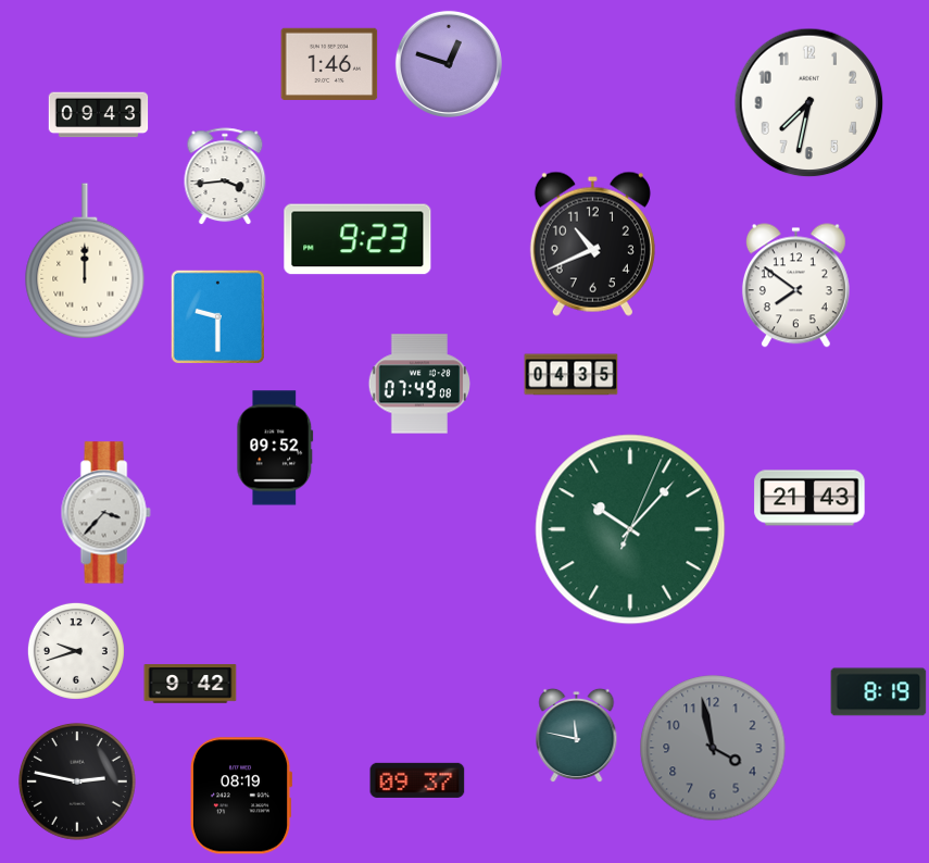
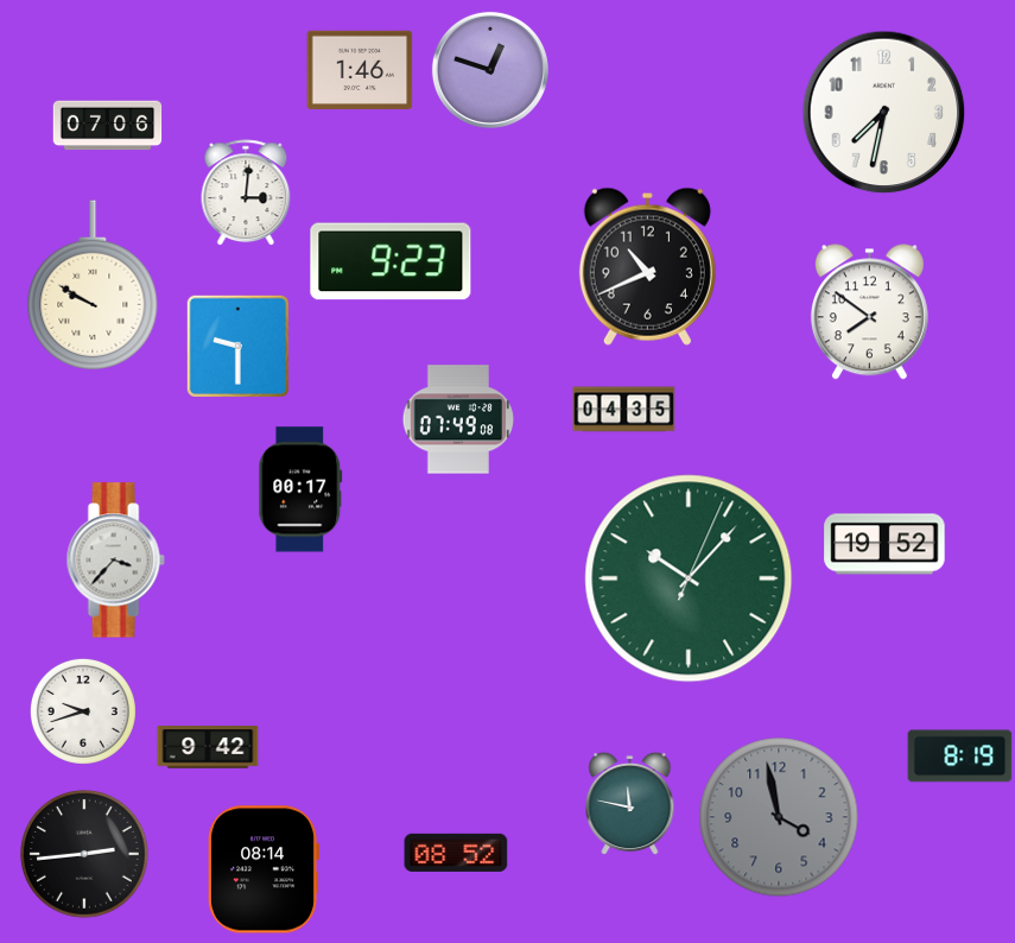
clock at (99, 115): 09:43 -> 07:06
clock at (225, 177): 3:44 -> 3:01
clock at (85, 261): 12:00 -> 9:50
clock at (275, 448): 09:52 -> 00:17
clock at (809, 498): 21:43 -> 19:52
clock at (417, 780): 09:37 -> 08:52
clock at (78, 783): 2:47 -> 2:44
clock at (241, 796): 08:19 -> 08:14
